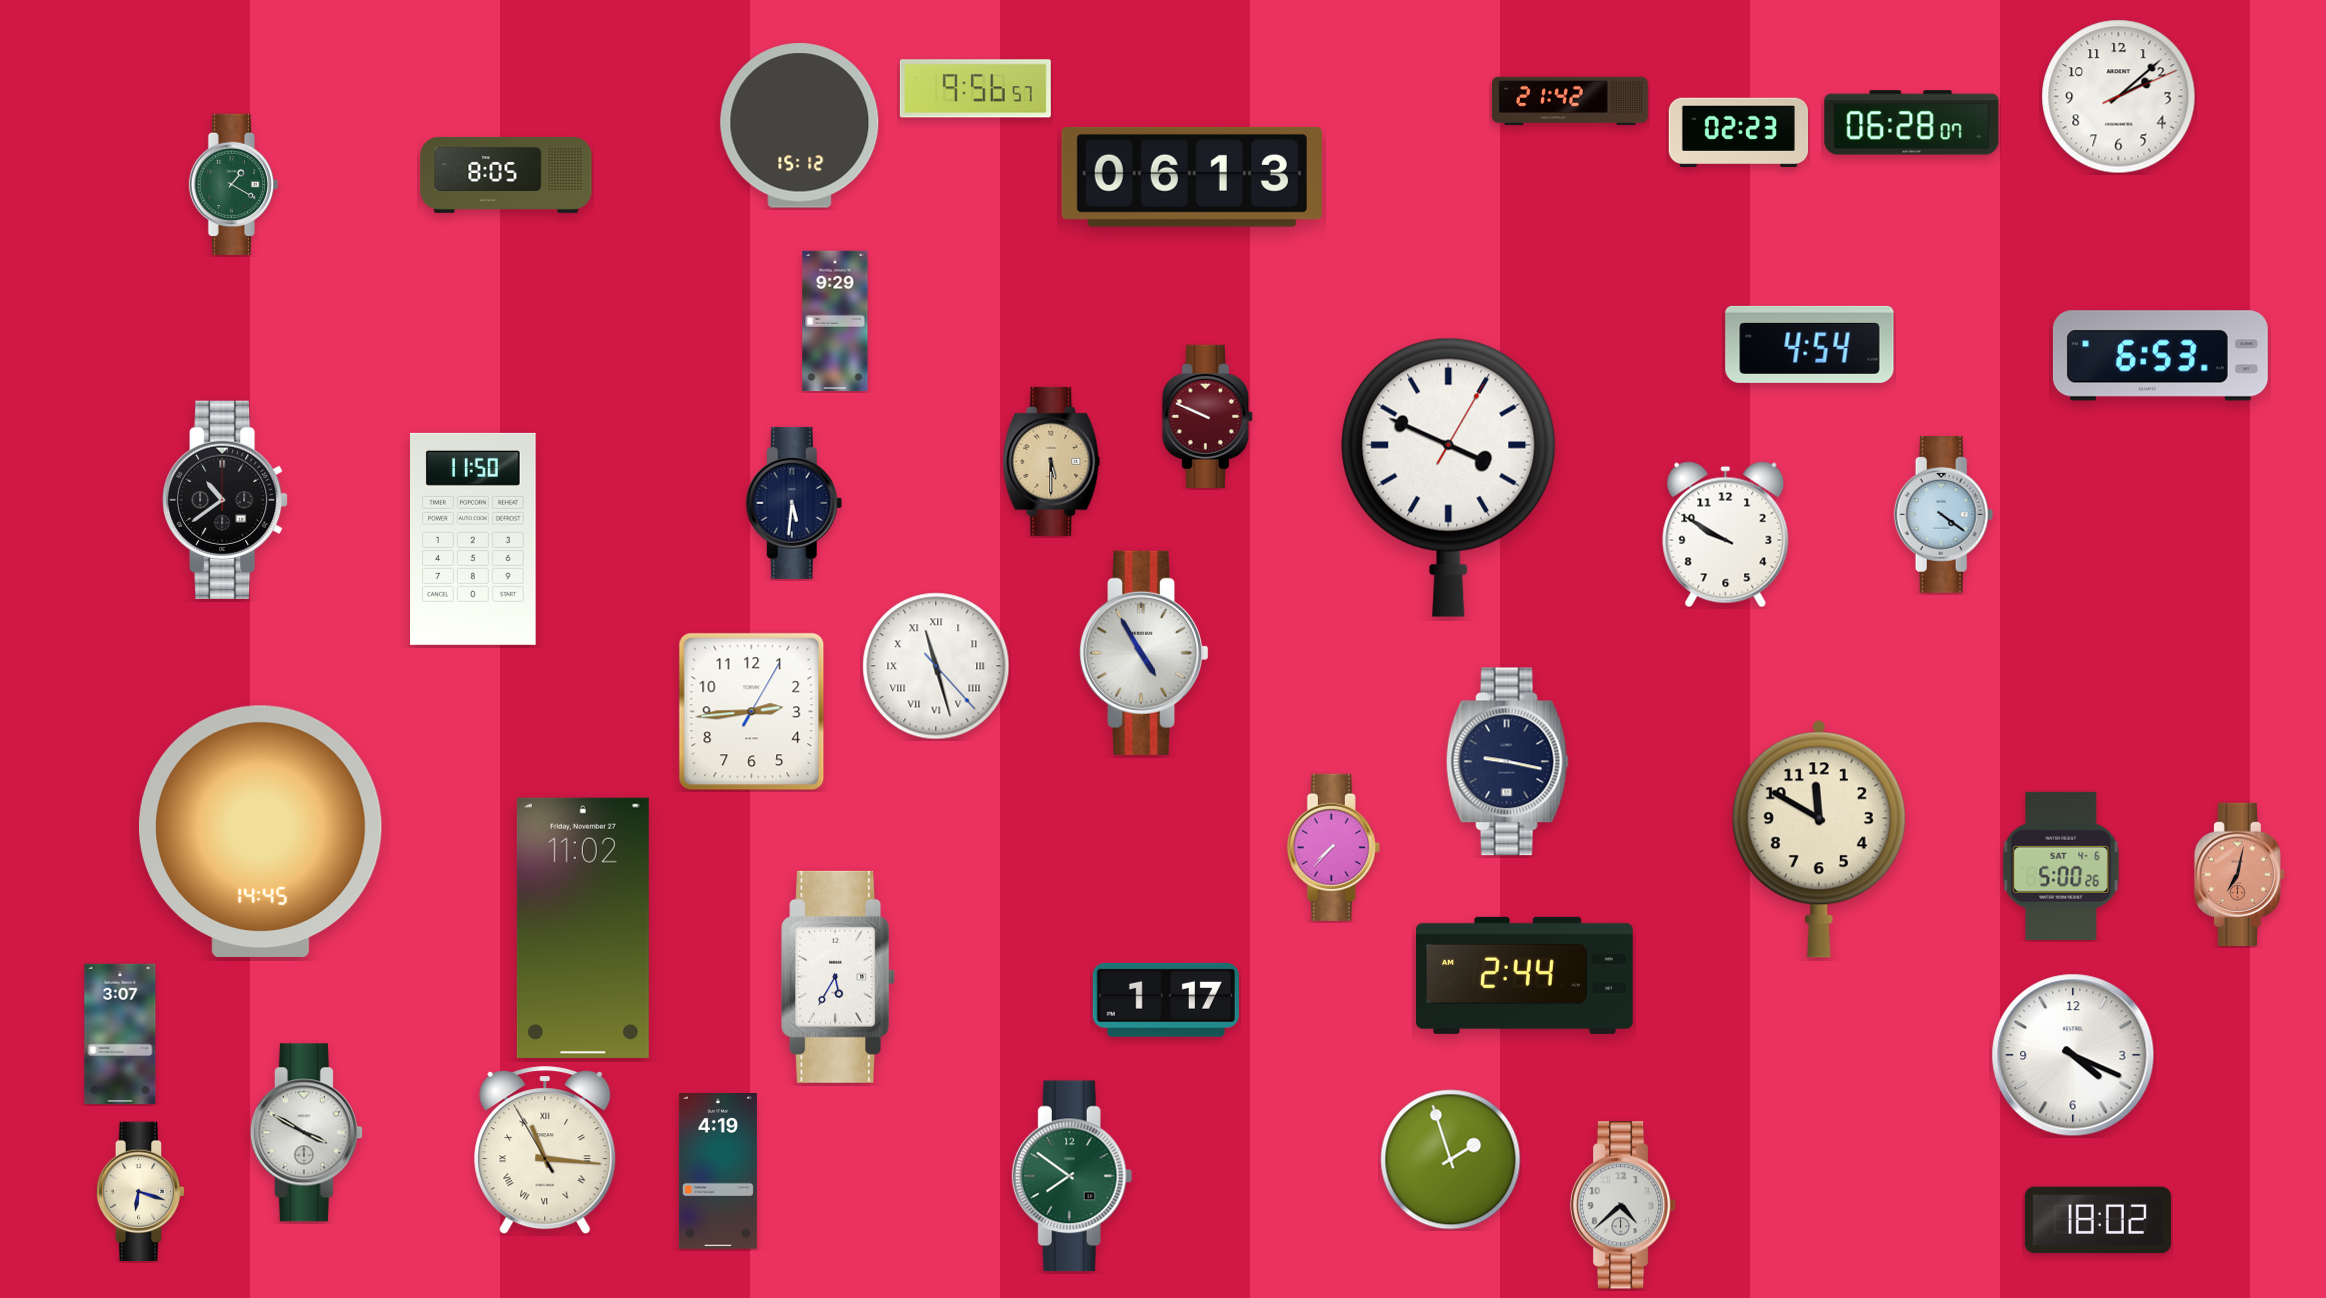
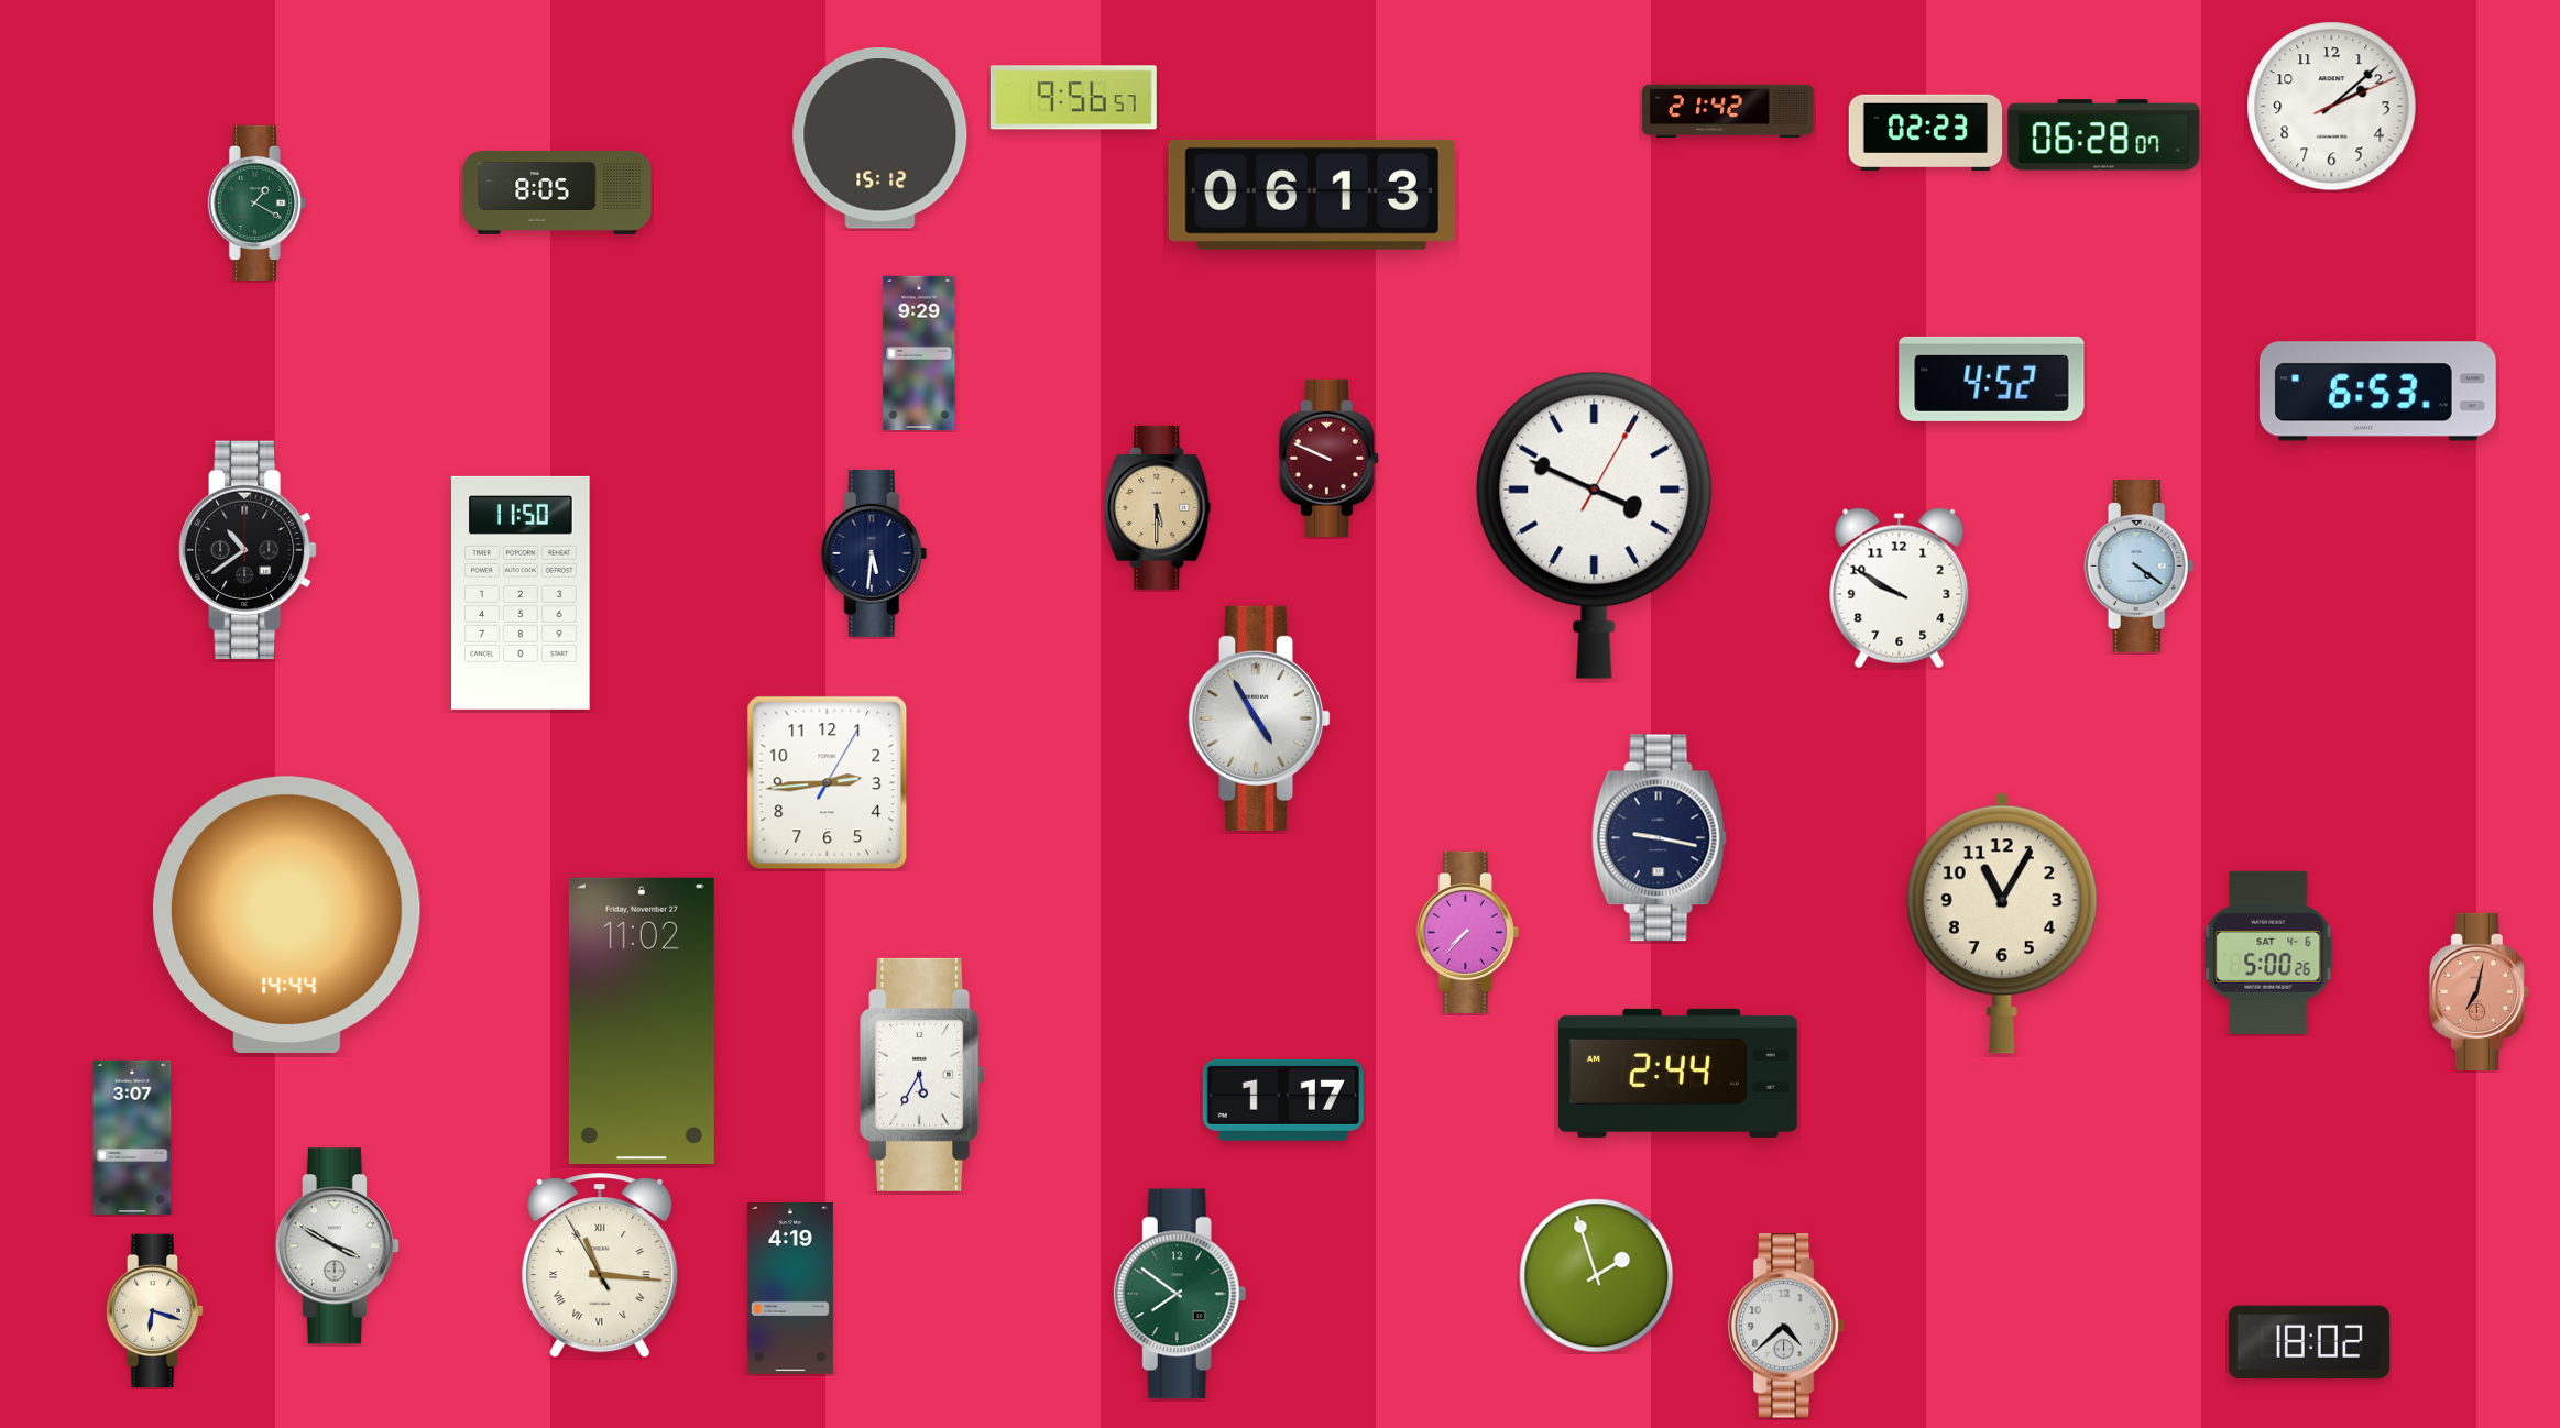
clock at (1739, 133) position: (1739, 133) -> (1926, 133)
clock at (1810, 344): 4:54 -> 4:52
clock at (936, 666): 11:27 -> none
clock at (261, 831): 14:45 -> 14:44
clock at (1819, 839): 11:50 -> 11:05
clock at (2239, 874) position: (2239, 874) -> (2479, 991)
clock at (2073, 1055): 4:19 -> none
